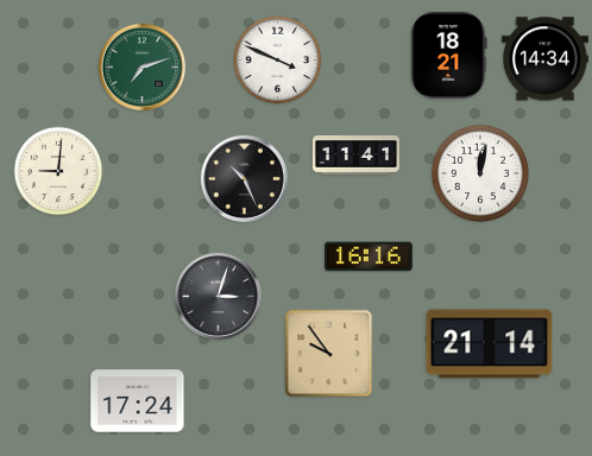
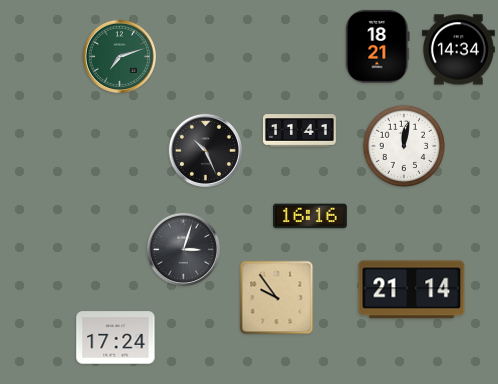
clock at (278, 61): 3:49 -> none
clock at (58, 171): 9:01 -> none
